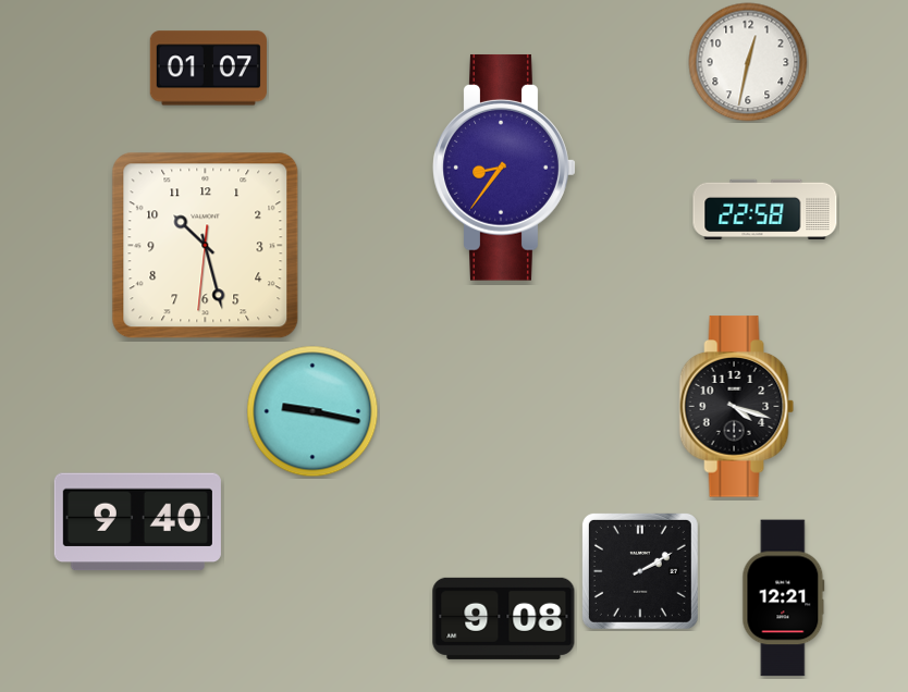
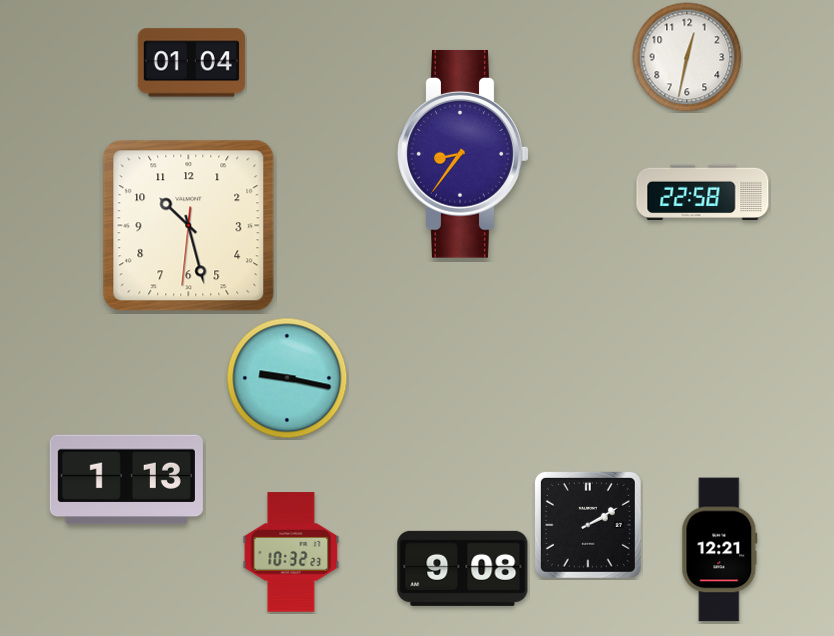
clock at (208, 69): 01:07 -> 01:04
clock at (737, 407): 4:18 -> none
clock at (137, 522): 9:40 -> 1:13
clock at (291, 552): none -> 10:32
